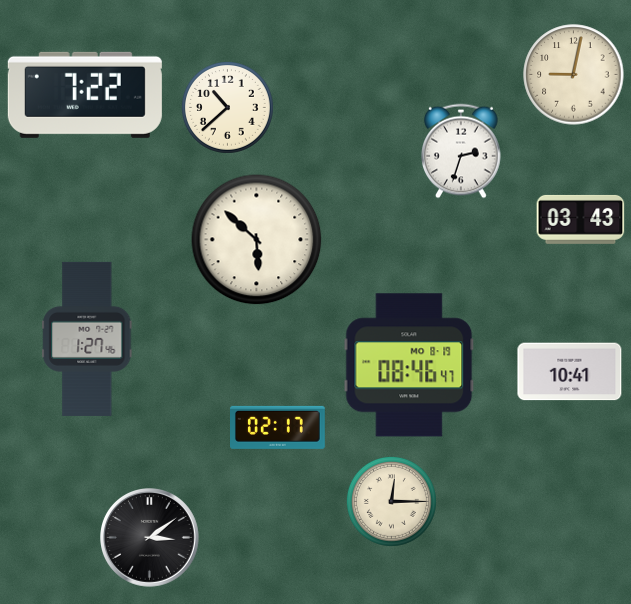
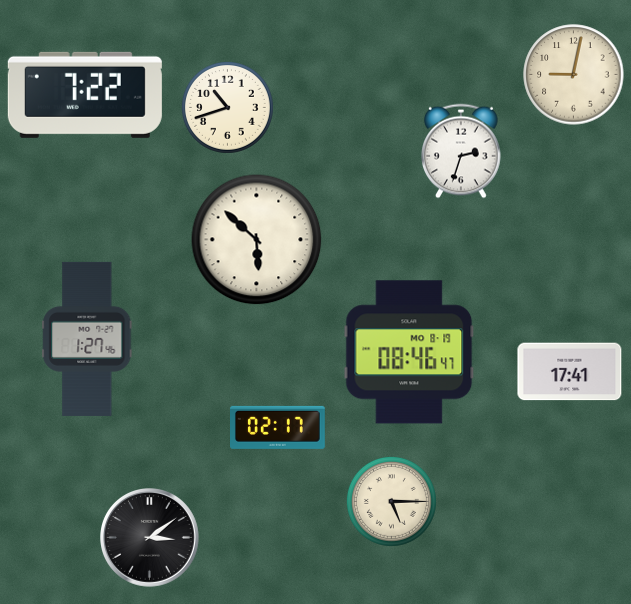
clock at (228, 108): 10:38 -> 10:42
clock at (581, 219): 03:43 -> none
clock at (409, 365) position: (409, 365) -> (409, 352)
clock at (570, 372): 10:41 -> 17:41
clock at (391, 501): 12:15 -> 5:15
